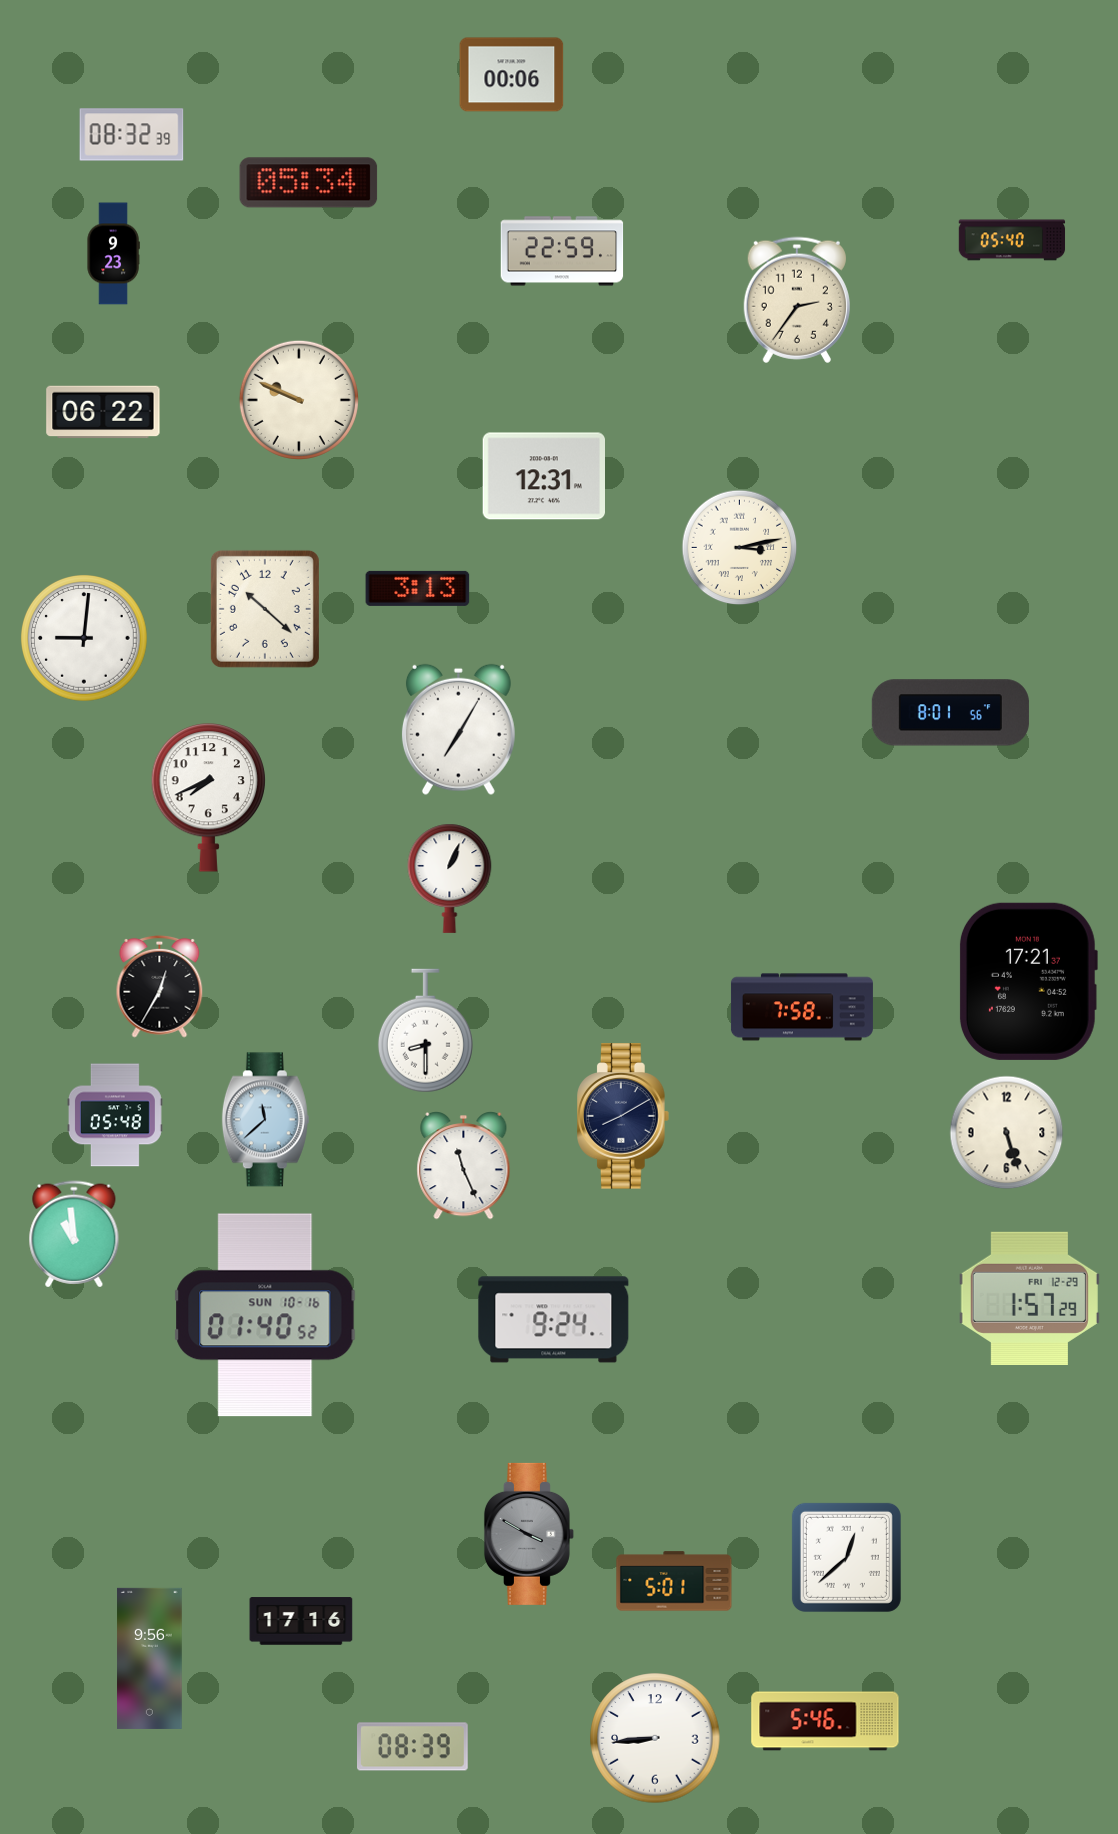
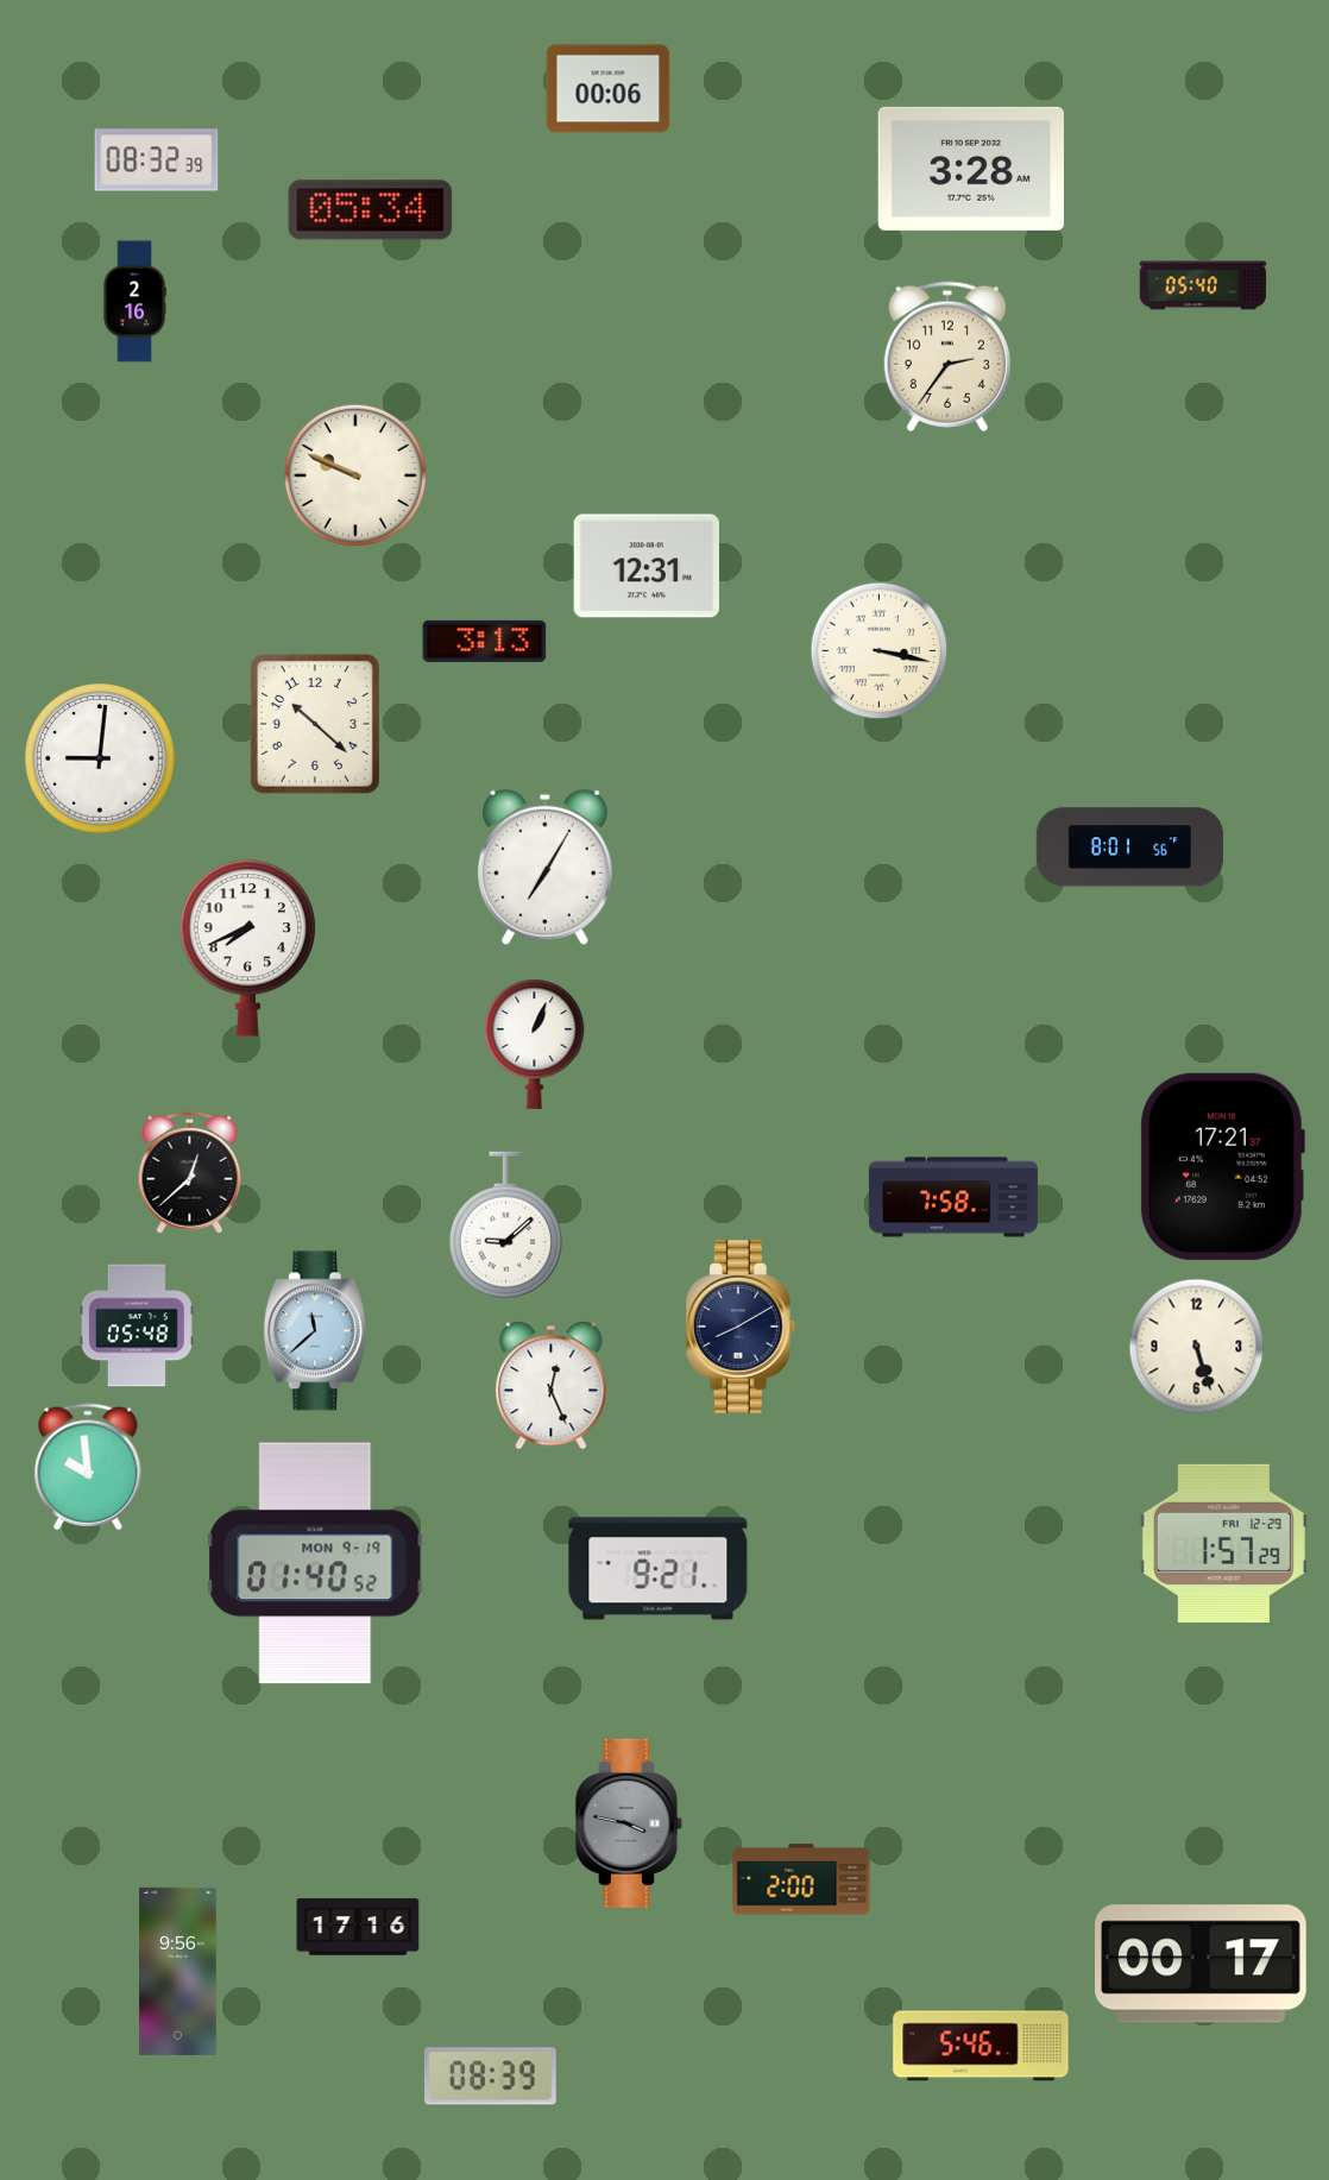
clock at (971, 169): none -> 3:28
clock at (309, 183) position: (309, 183) -> (371, 210)
clock at (562, 251): 22:59 -> none
clock at (113, 254): 9:23 -> 2:16
clock at (103, 412): 06:22 -> none
clock at (740, 548): 3:13 -> 3:17
clock at (418, 588) position: (418, 588) -> (485, 641)
clock at (160, 986): 12:35 -> 12:38
clock at (425, 1031): 8:30 -> 9:08
clock at (464, 1166): 11:26 -> 12:26
clock at (74, 1234): 10:59 -> 9:59
clock at (265, 1315) date: SUN 10-16 -> MON 9-19
clock at (554, 1320): 9:24 -> 9:21
clock at (529, 1534): 3:50 -> 3:47
clock at (846, 1557): 12:38 -> none
clock at (674, 1581): 5:01 -> 2:00
clock at (1202, 1964): none -> 00:17
clock at (655, 1738): 8:44 -> none
